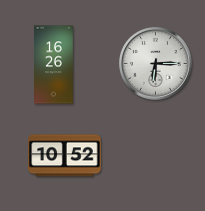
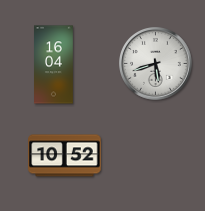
clock at (156, 64): 6:15 -> 5:42
clock at (54, 65): 16:26 -> 16:04
